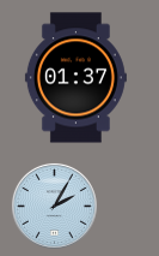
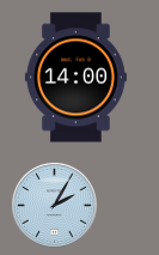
clock at (75, 78): 01:37 -> 14:00
